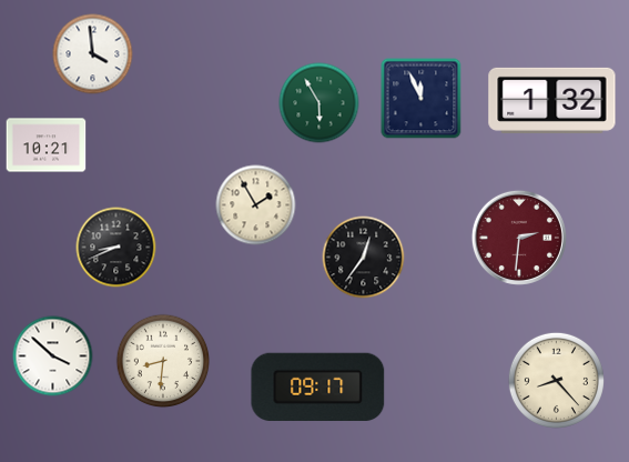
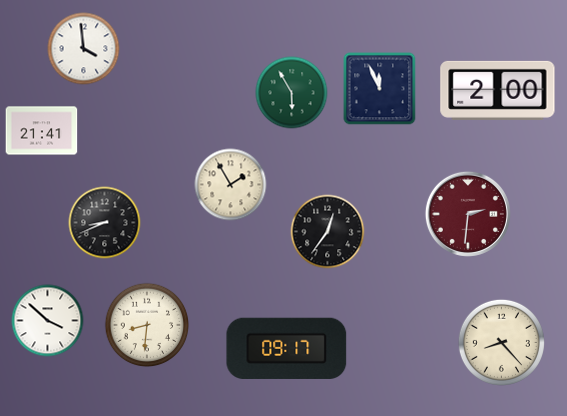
clock at (552, 100): 1:32 -> 2:00
clock at (319, 103) position: (319, 103) -> (292, 93)
clock at (47, 145): 10:21 -> 21:41
